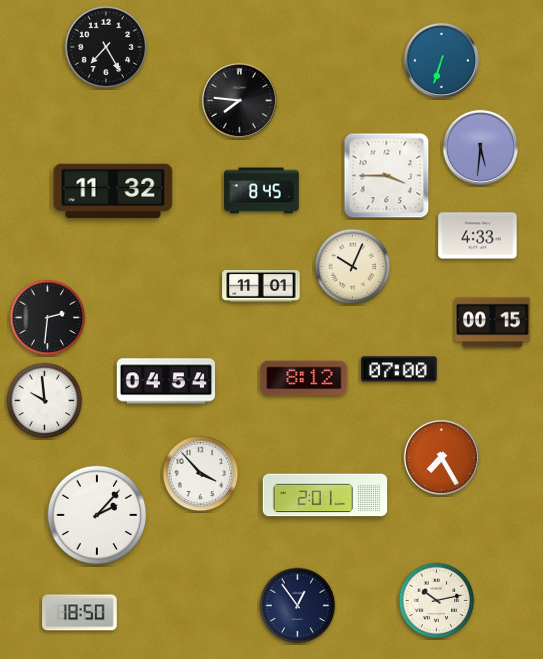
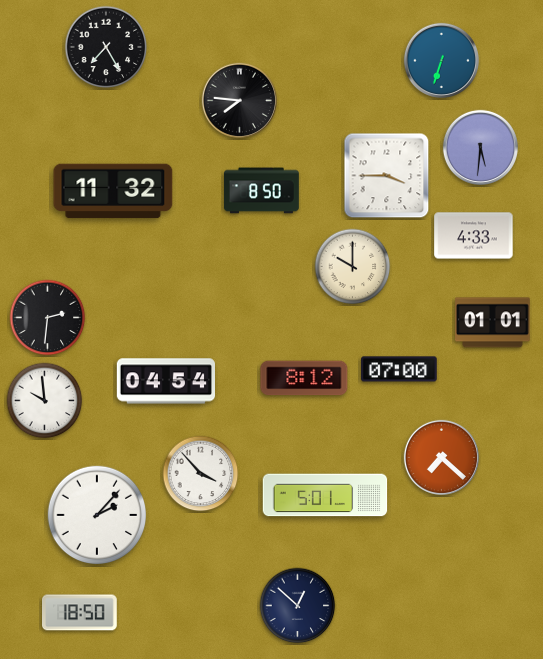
clock at (262, 191): 8:45 -> 8:50
clock at (478, 236) position: (478, 236) -> (474, 236)
clock at (353, 267): 10:04 -> 10:00
clock at (261, 286): 11:01 -> none
clock at (493, 323): 00:15 -> 01:01
clock at (441, 457): 7:25 -> 7:22
clock at (325, 495): 2:01 -> 5:01
clock at (437, 601): 10:13 -> none
clock at (298, 606): 12:54 -> 12:52
